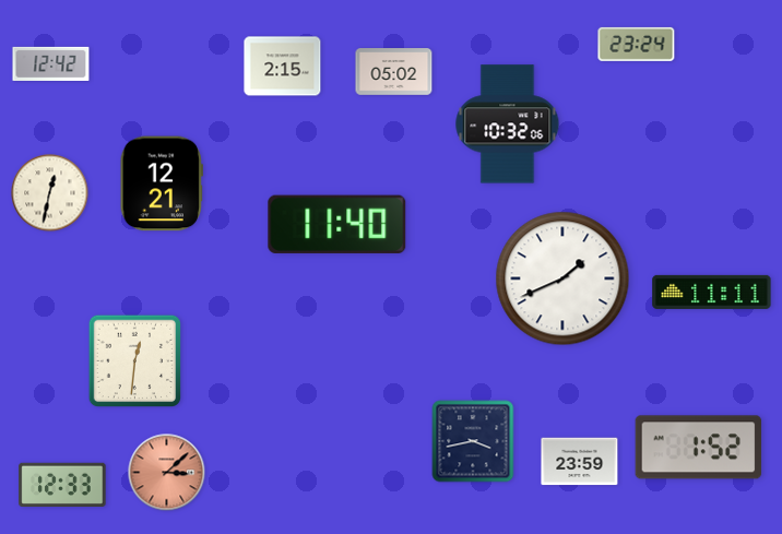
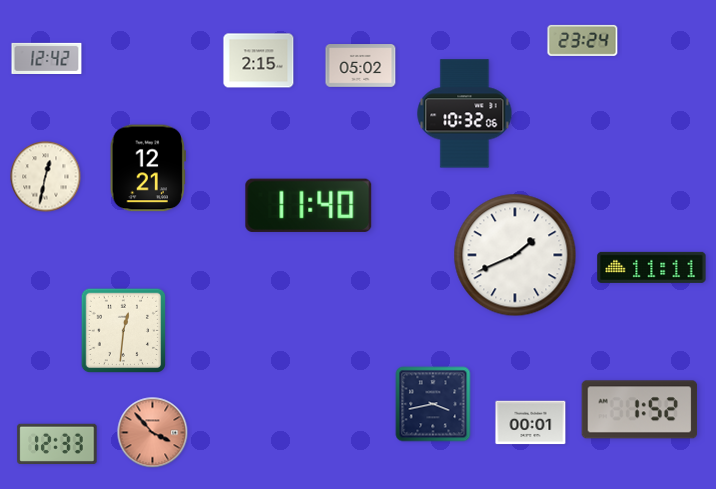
clock at (580, 462): 23:59 -> 00:01
clock at (167, 473): 3:08 -> 3:53
